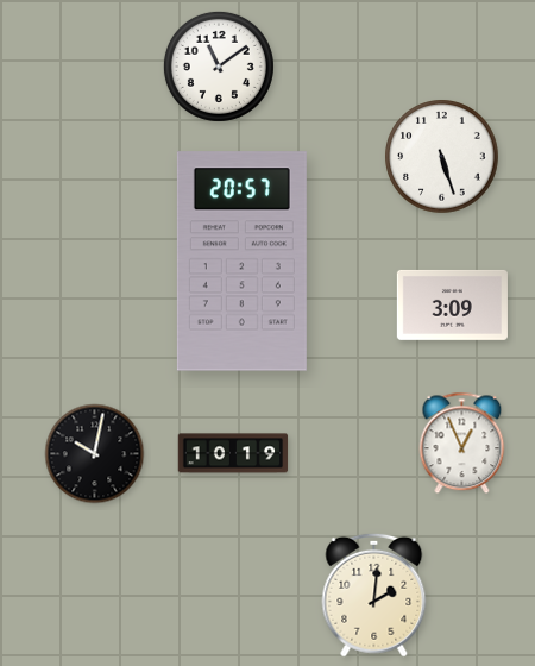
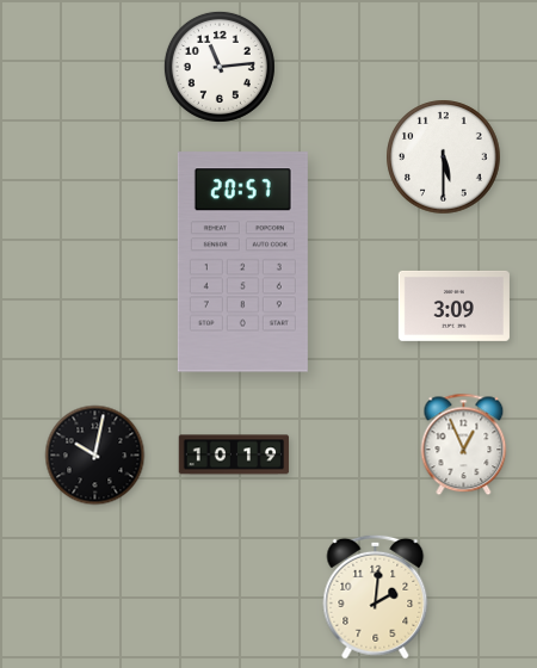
clock at (219, 67): 11:09 -> 11:14
clock at (442, 157): 5:27 -> 5:30
